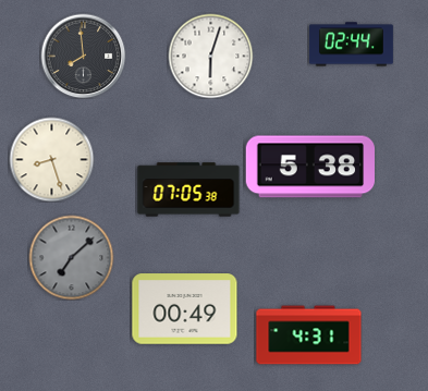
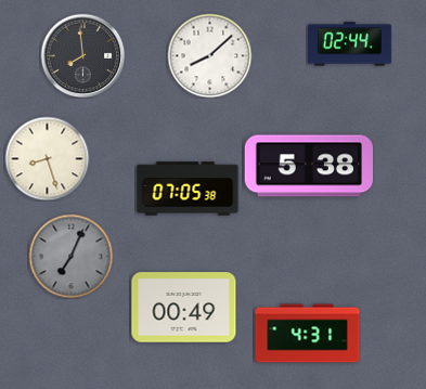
clock at (210, 56): 6:03 -> 8:08
clock at (51, 159) position: (51, 159) -> (47, 158)
clock at (71, 257): 7:08 -> 7:04
